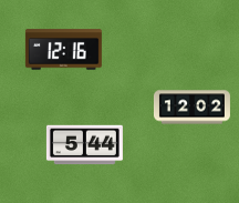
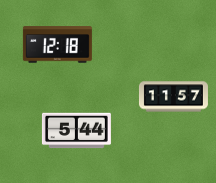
clock at (63, 50): 12:16 -> 12:18
clock at (191, 108): 12:02 -> 11:57
